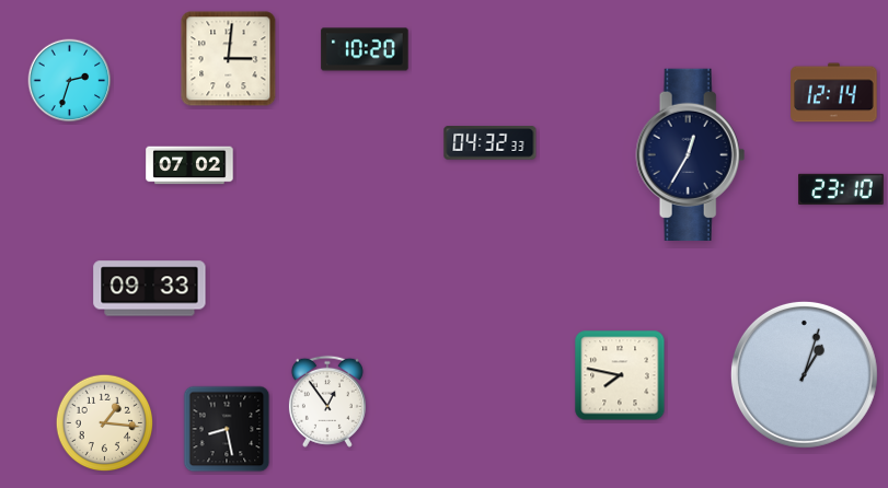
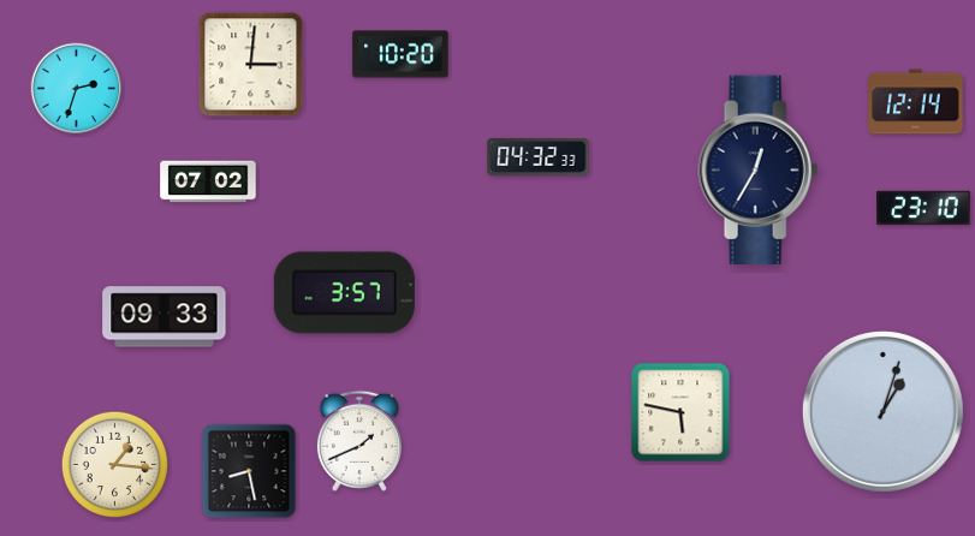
clock at (344, 293): none -> 3:57
clock at (620, 375): 7:47 -> 5:47
clock at (327, 402): 12:54 -> 1:41
